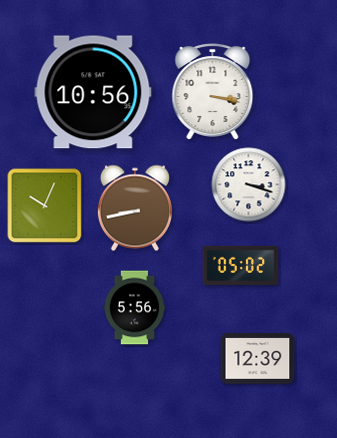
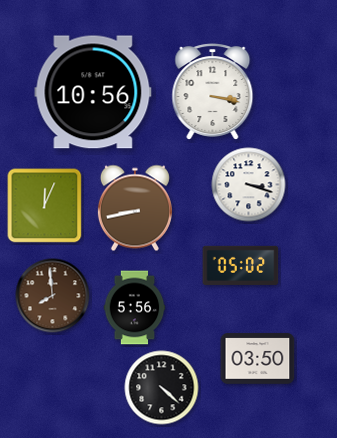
clock at (45, 206): 10:04 -> 12:04
clock at (53, 296): none -> 7:59
clock at (258, 359): 12:39 -> 03:50
clock at (162, 388): none -> 4:22
